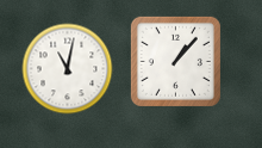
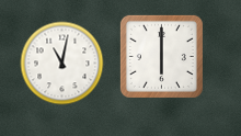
clock at (175, 61): 1:07 -> 6:00
